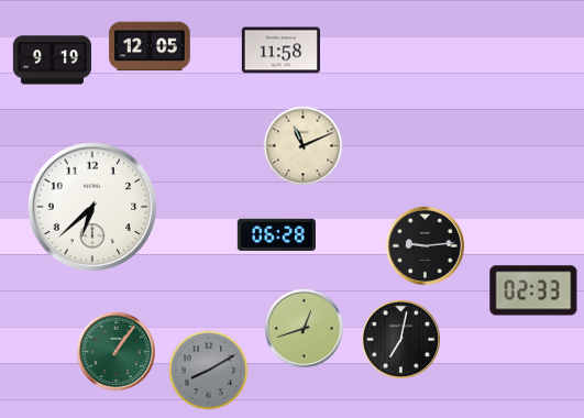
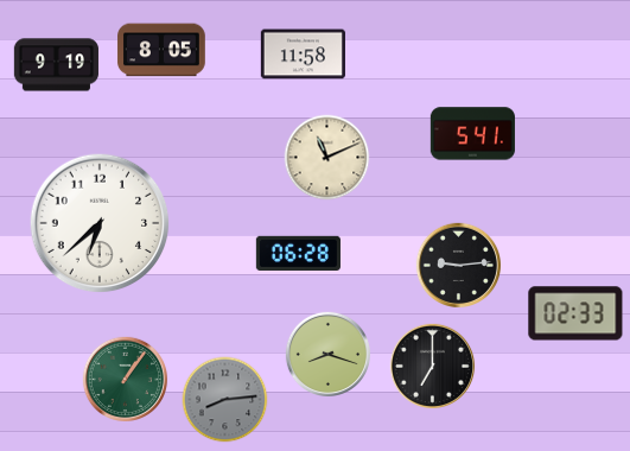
clock at (150, 46): 12:05 -> 8:05
clock at (472, 134): none -> 5:41
clock at (304, 328): 12:42 -> 8:18
clock at (400, 339): 7:02 -> 7:00
clock at (209, 371): 8:10 -> 8:14
